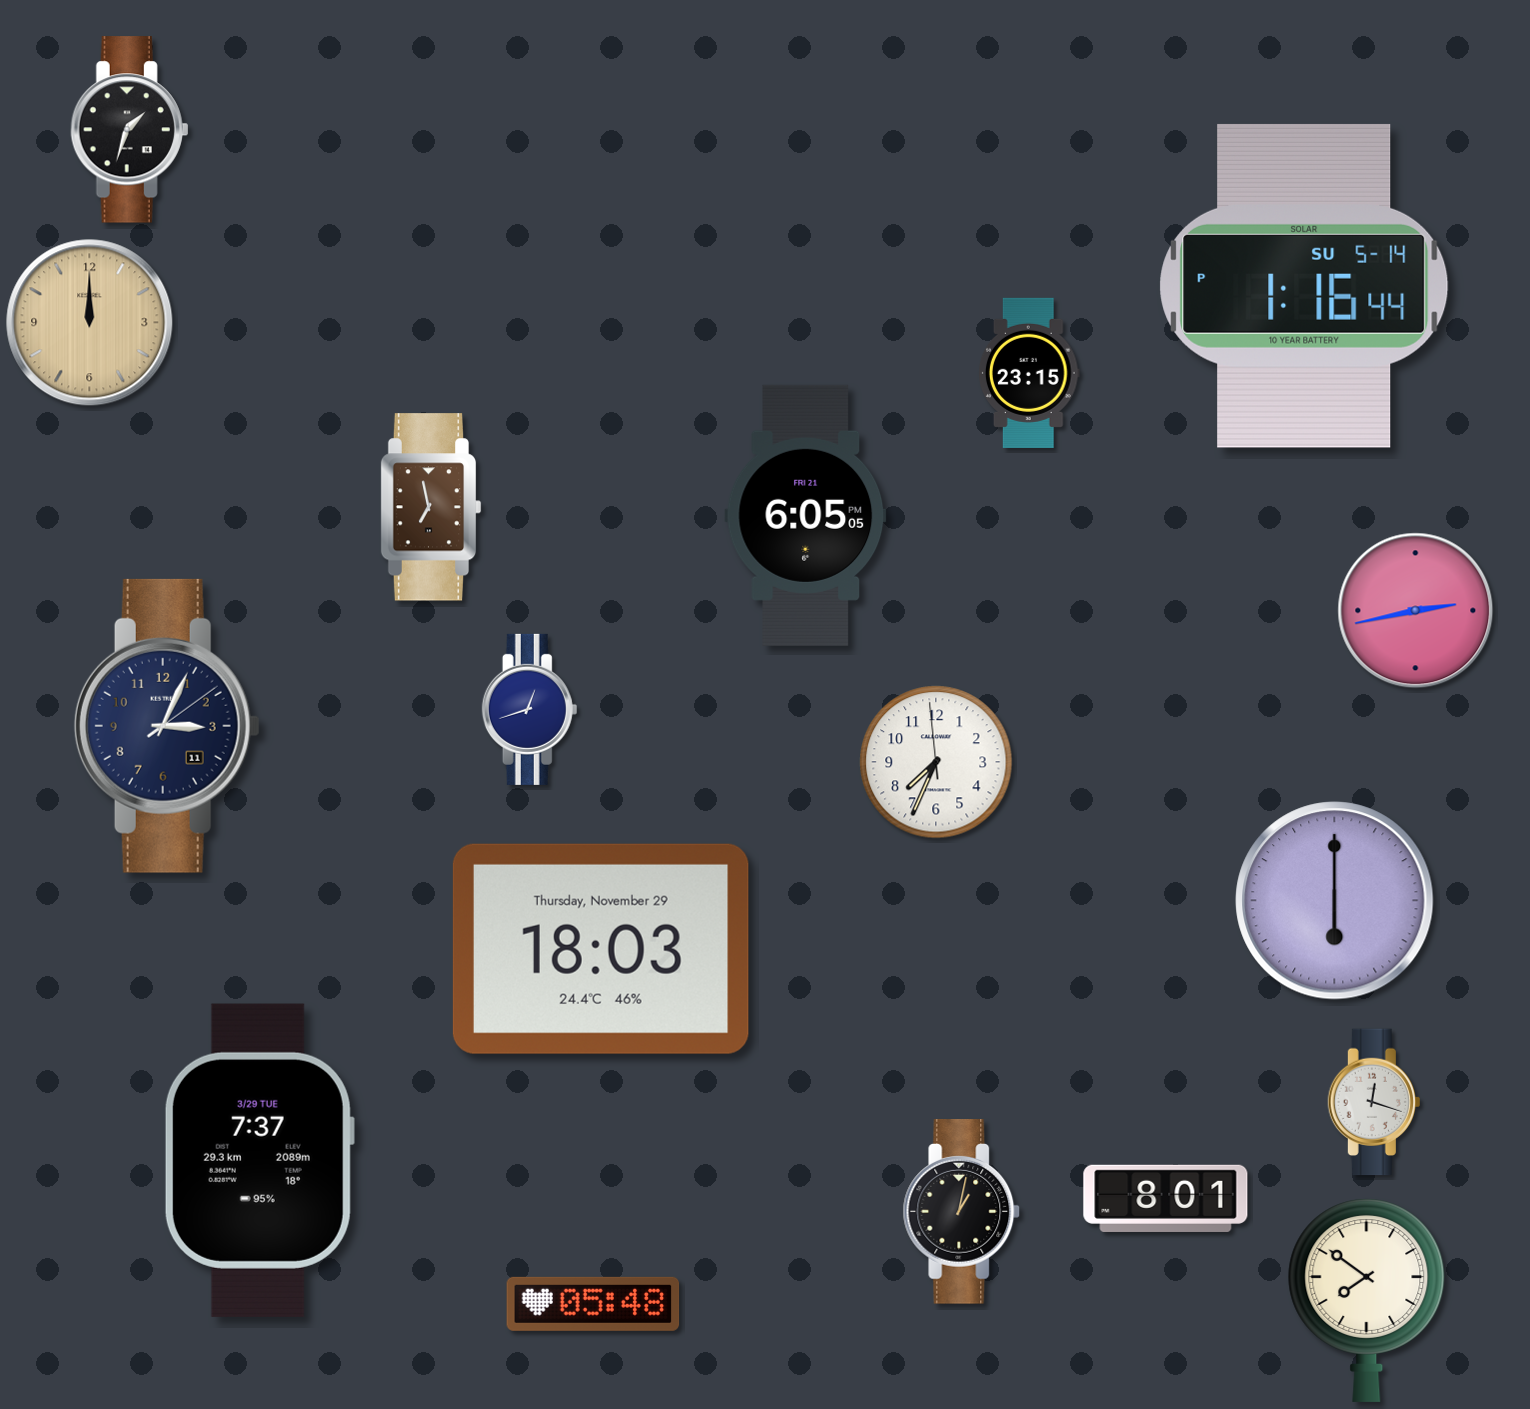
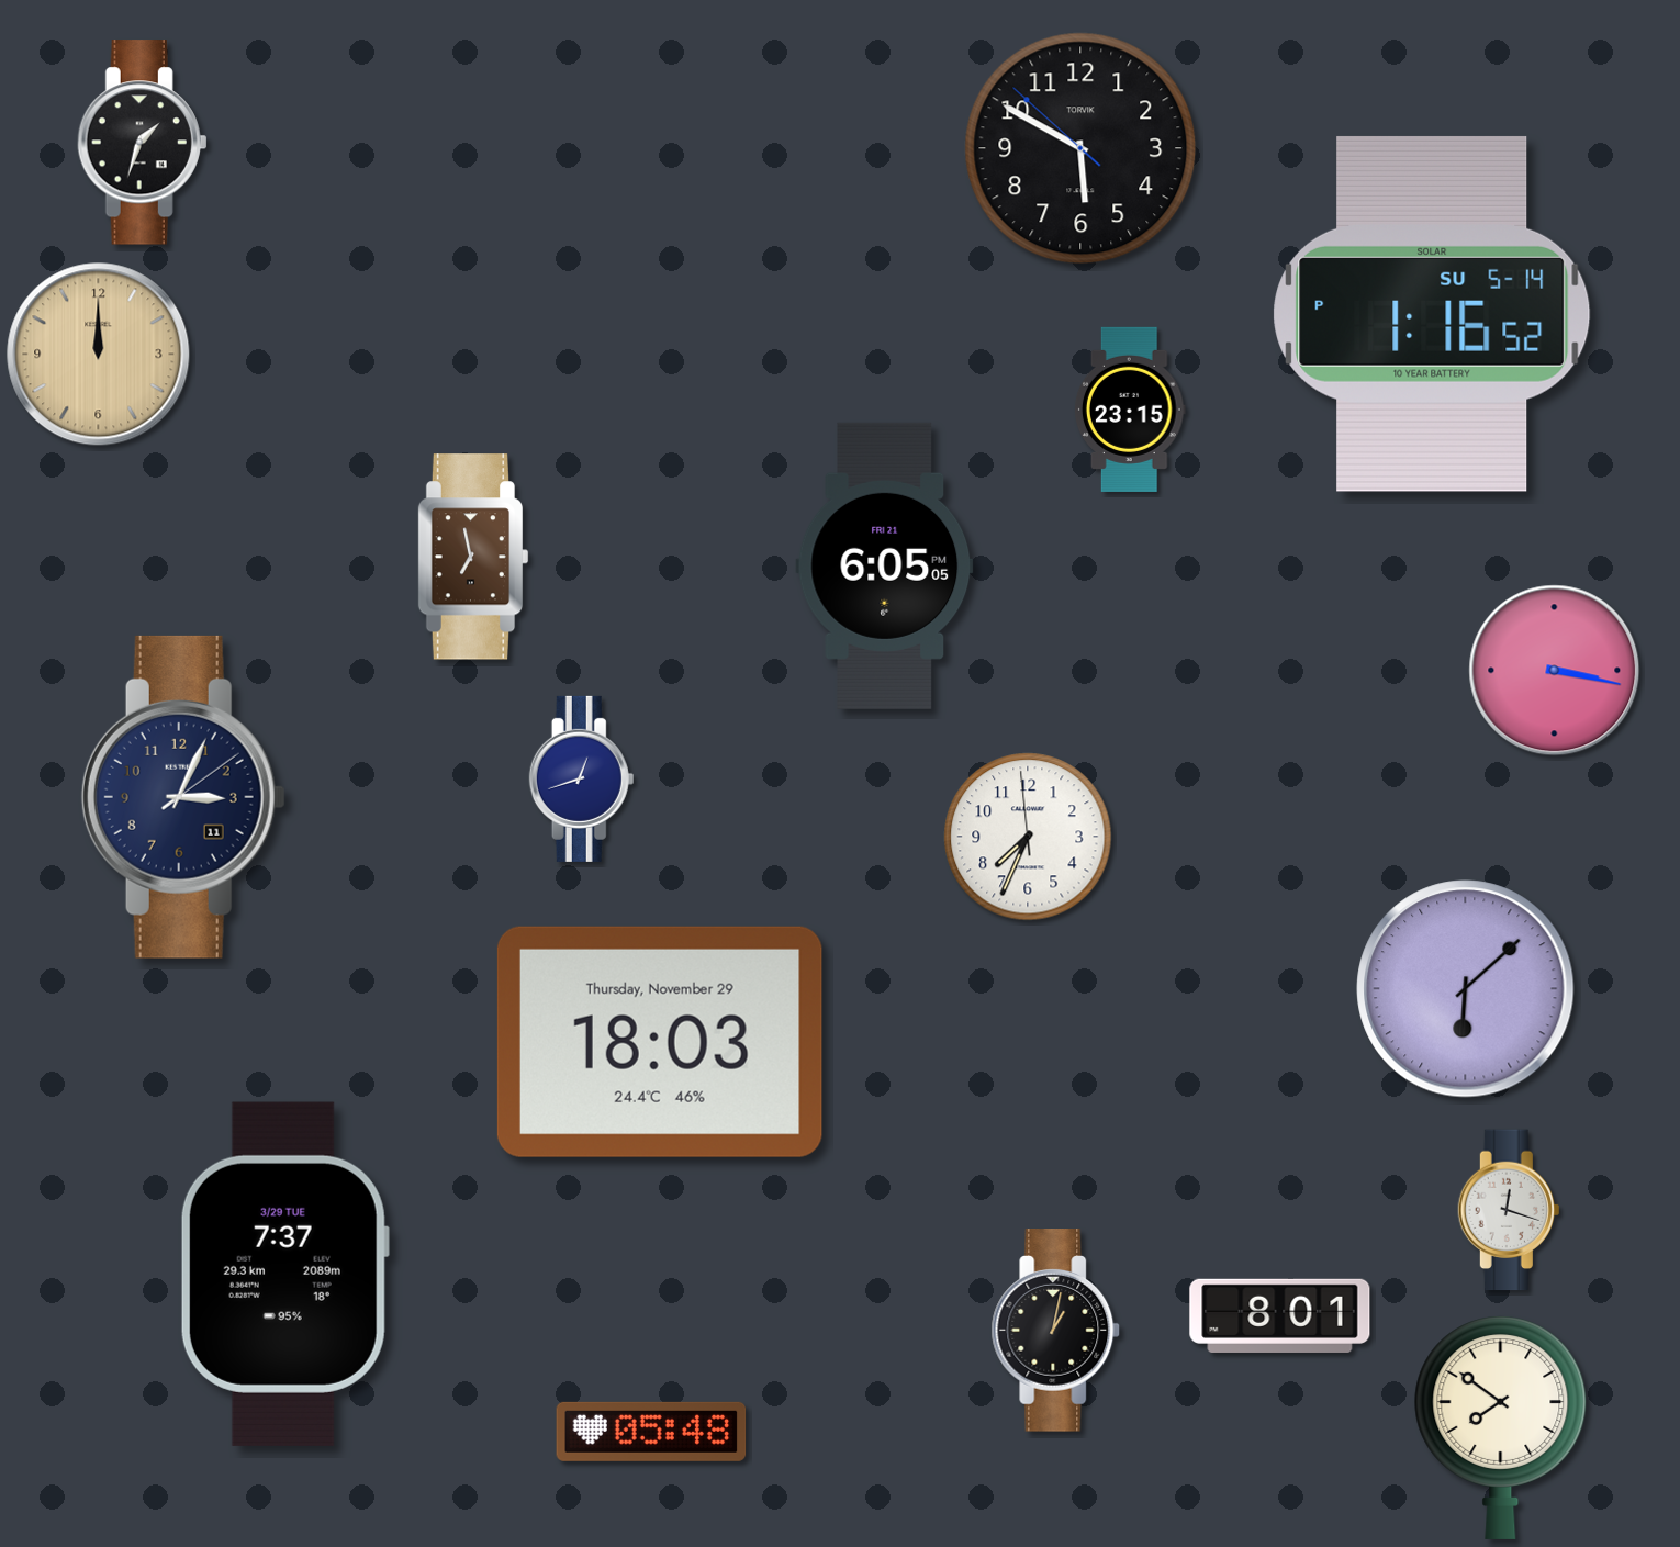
clock at (1080, 148): none -> 5:49
clock at (1304, 286): 1:16:44 PM -> 1:16:52 PM
clock at (1416, 611): 2:43 -> 3:17
clock at (1335, 901): 6:00 -> 6:08
